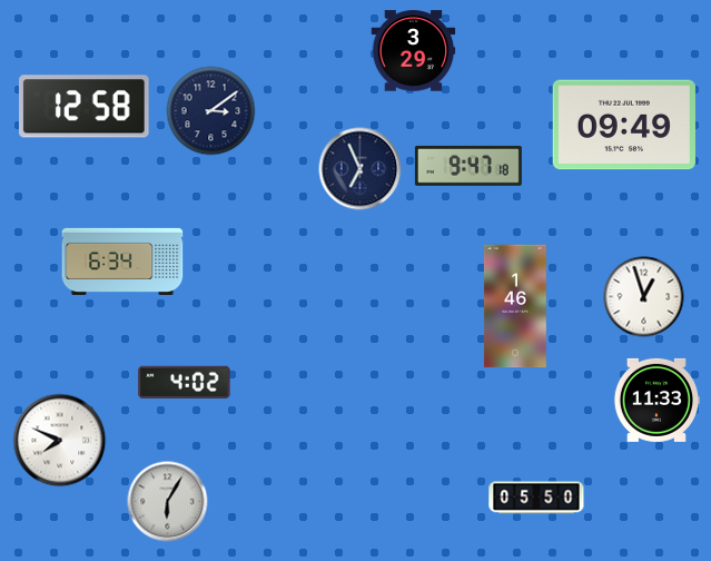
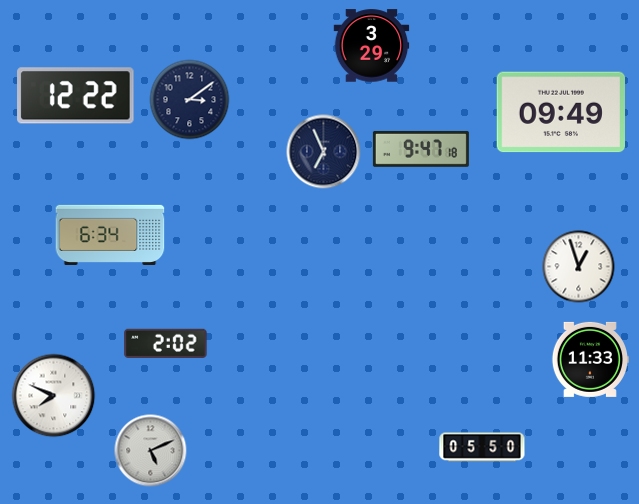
clock at (85, 107): 12:58 -> 12:22
clock at (515, 306): 1:46 -> none
clock at (185, 382): 4:02 -> 2:02
clock at (168, 502): 6:05 -> 5:11
